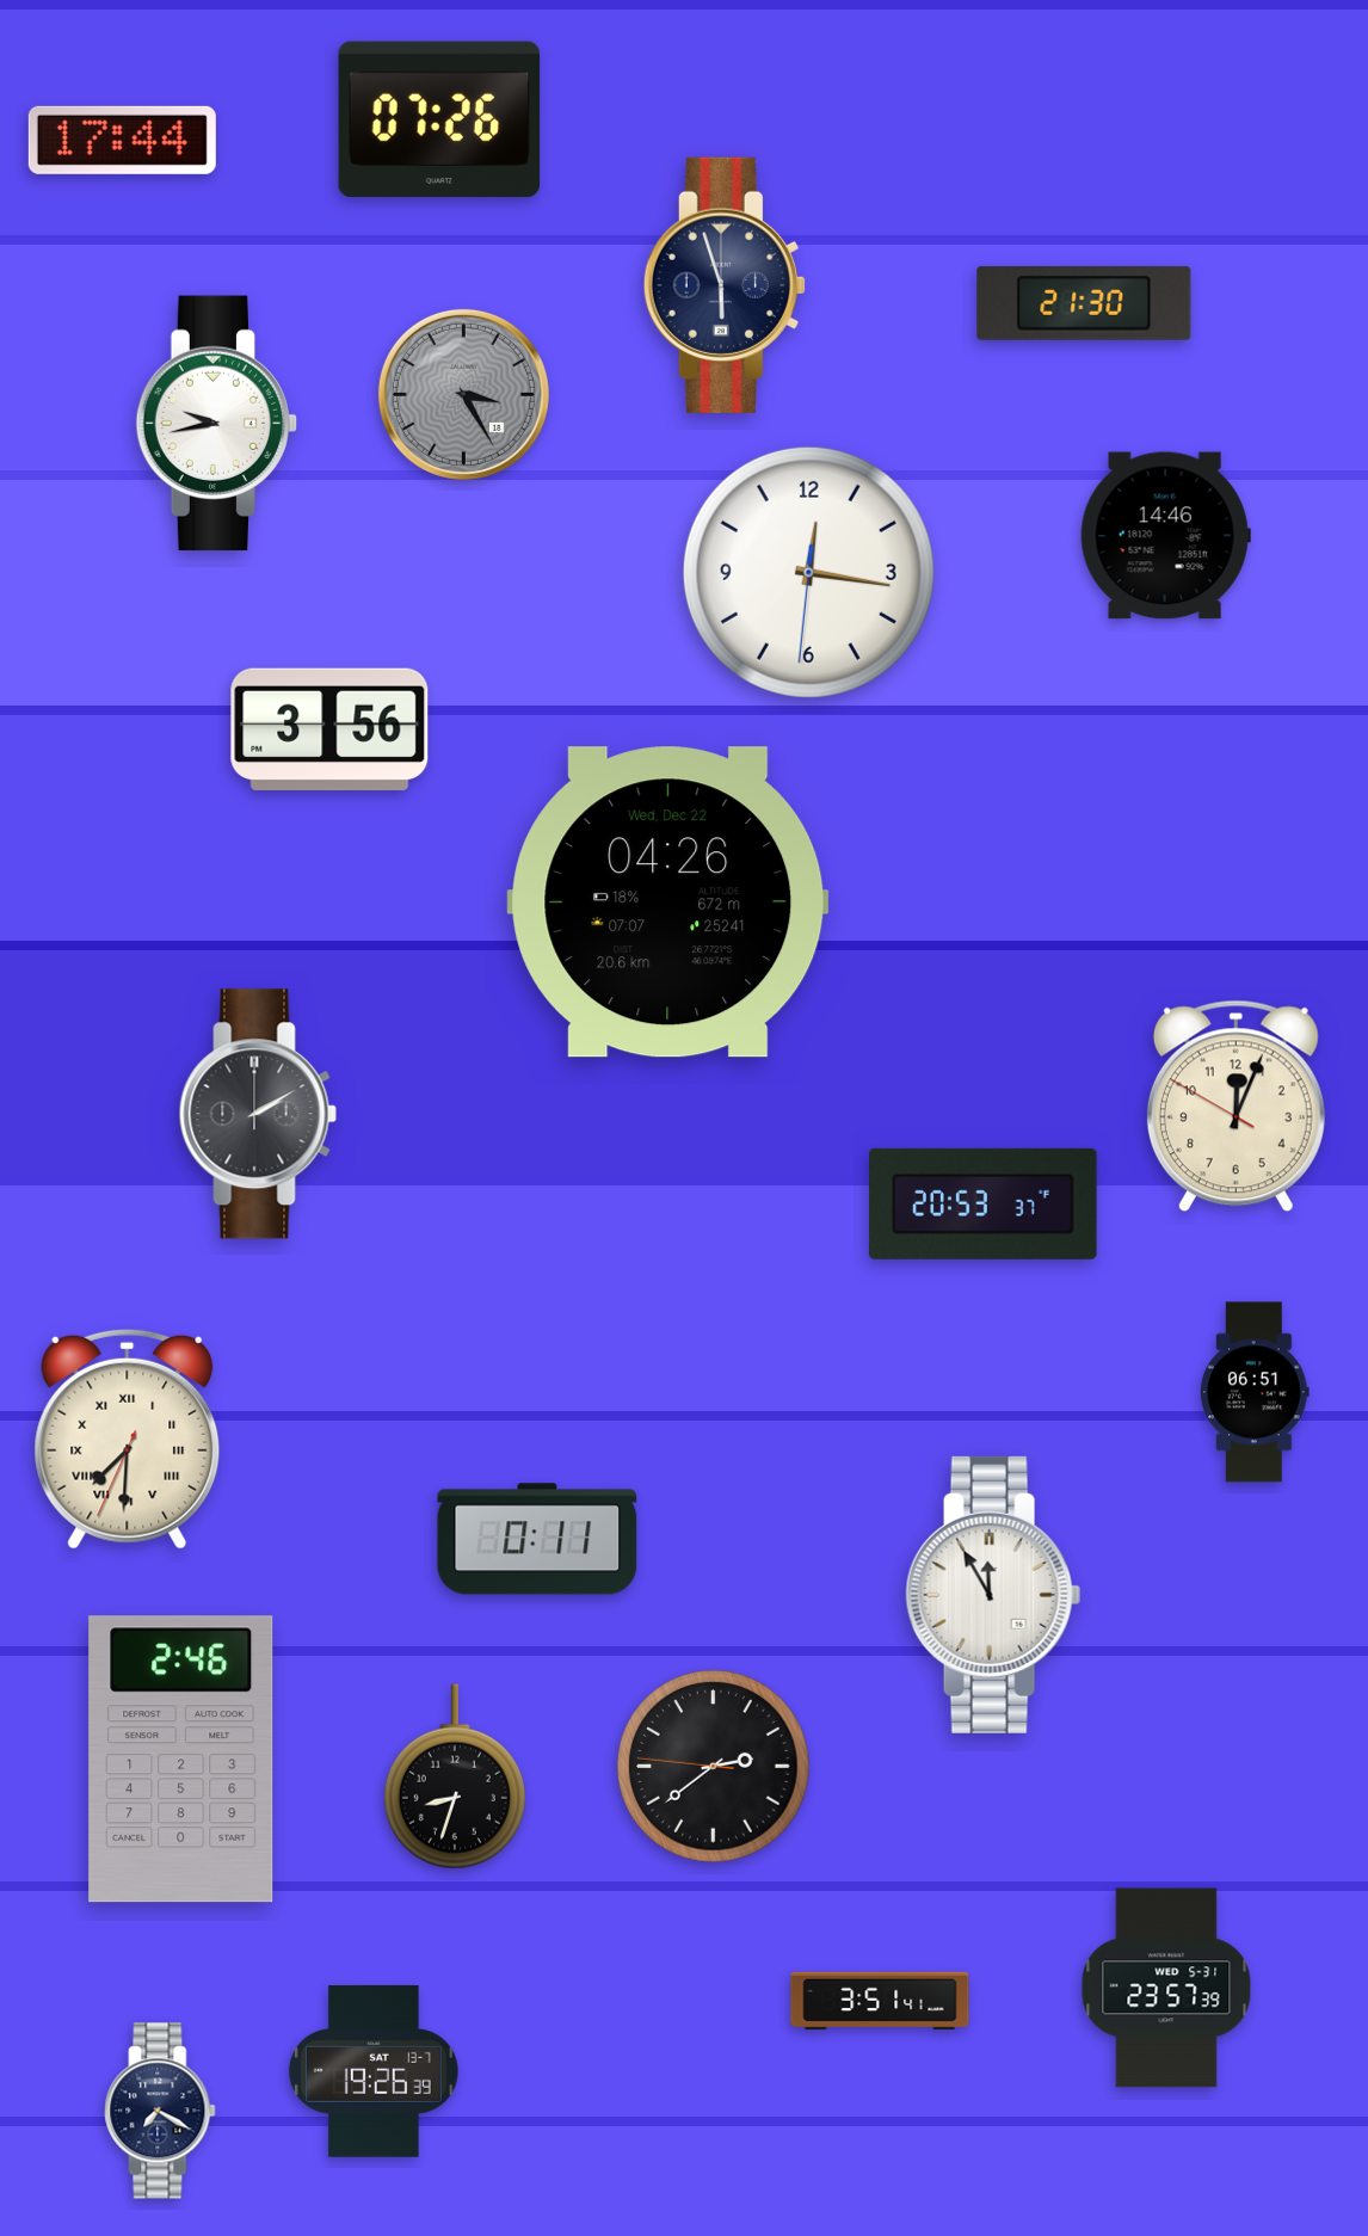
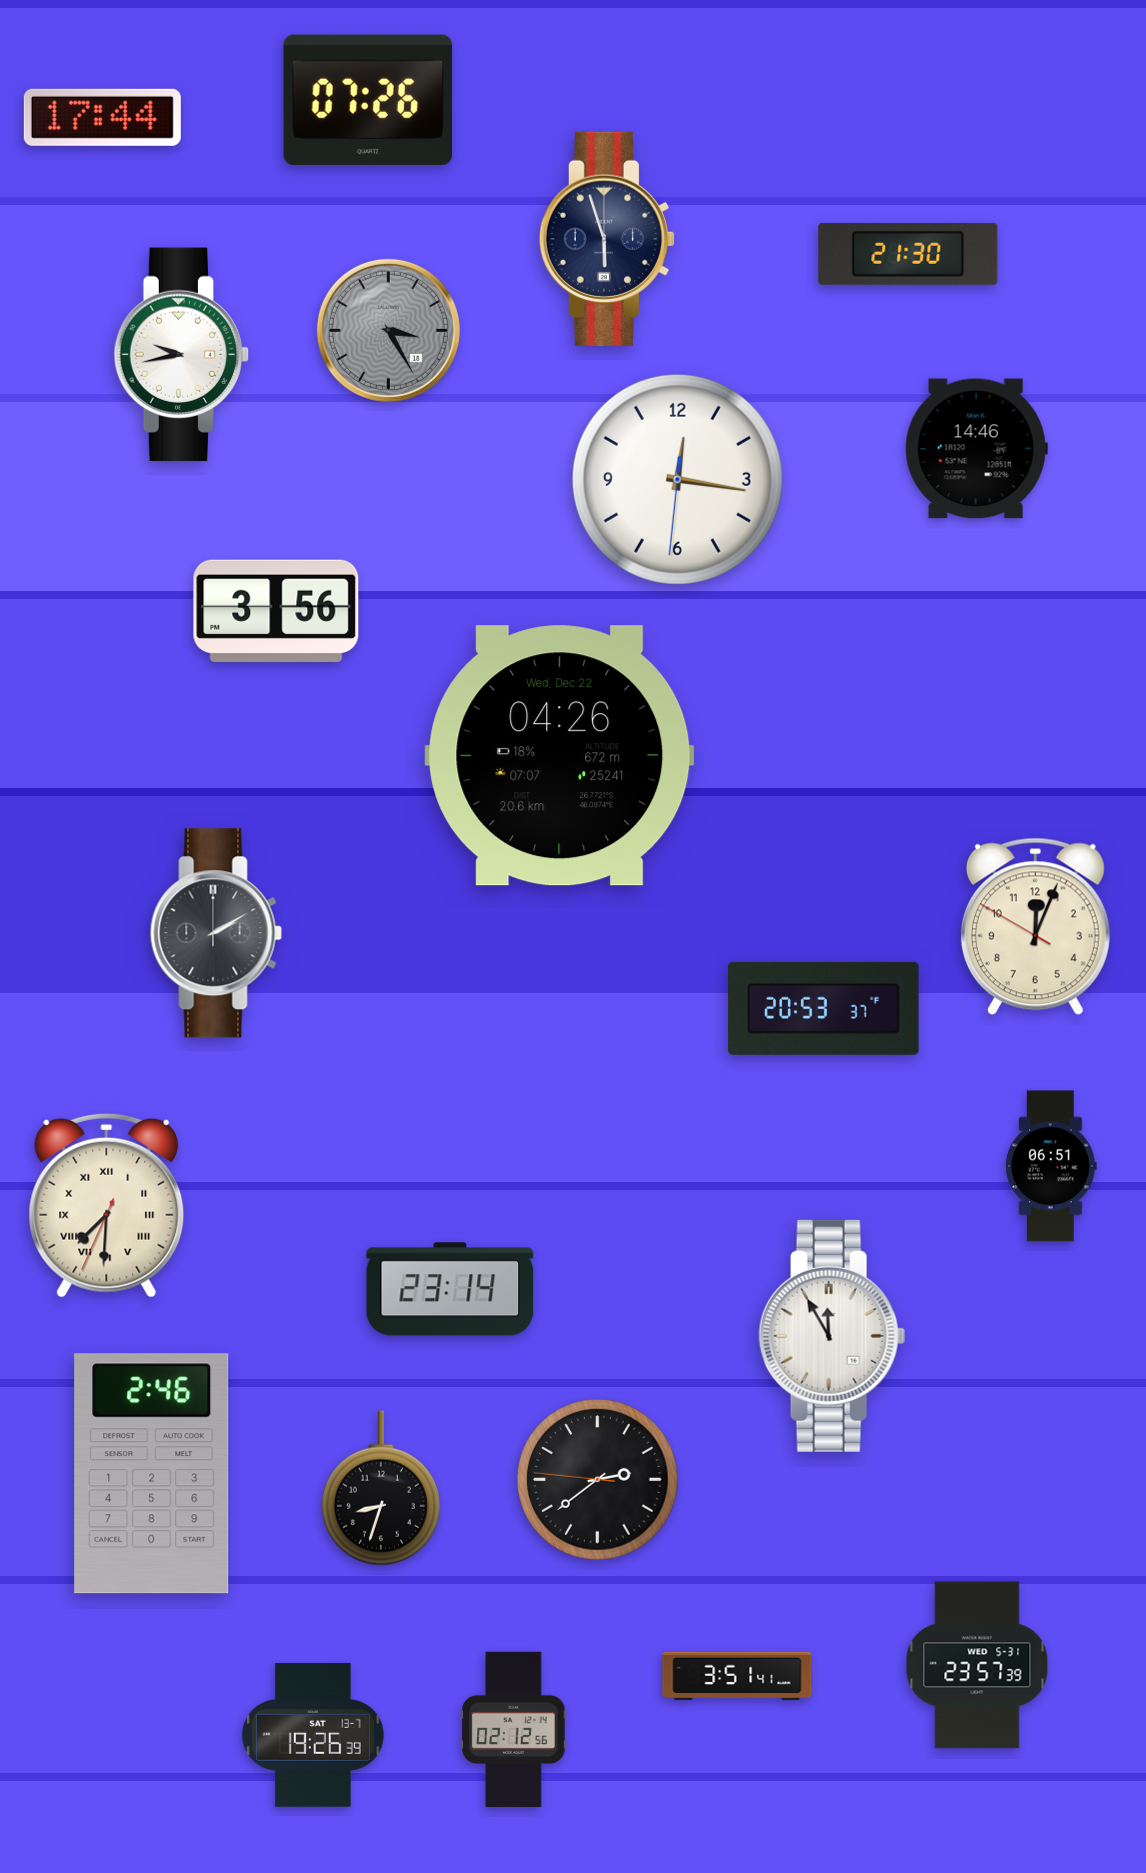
clock at (537, 1539): 0:11 -> 23:14
clock at (514, 1729): none -> 02:12
clock at (160, 2111): 7:20 -> none
